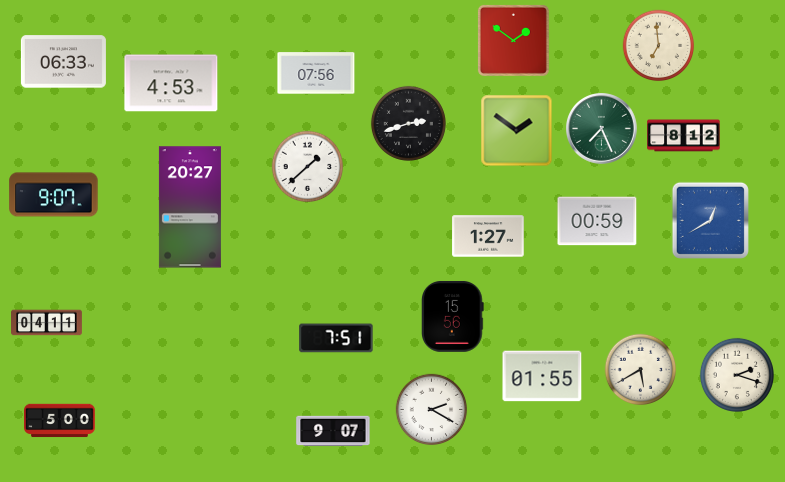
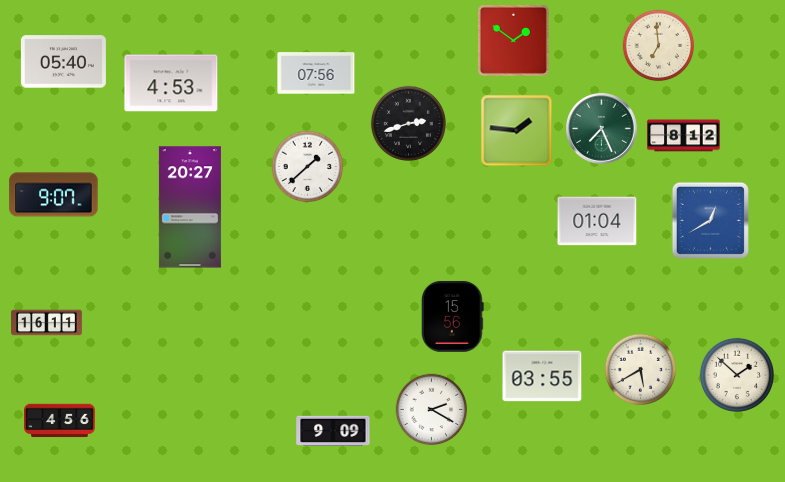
clock at (63, 62): 06:33 -> 05:40
clock at (517, 131): 1:51 -> 1:46
clock at (597, 221): 00:59 -> 01:04
clock at (488, 236): 1:27 -> none
clock at (47, 323): 04:11 -> 16:11
clock at (336, 338): 7:51 -> none
clock at (737, 375): 2:18 -> 1:52
clock at (542, 376): 01:55 -> 03:55
clock at (60, 421): 5:00 -> 4:56
clock at (333, 431): 9:07 -> 9:09
